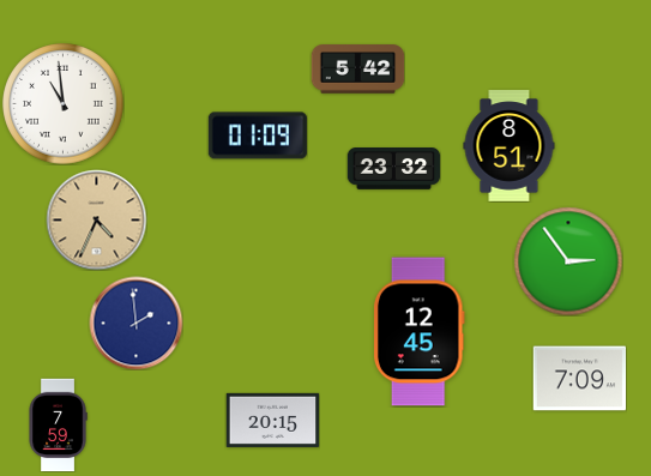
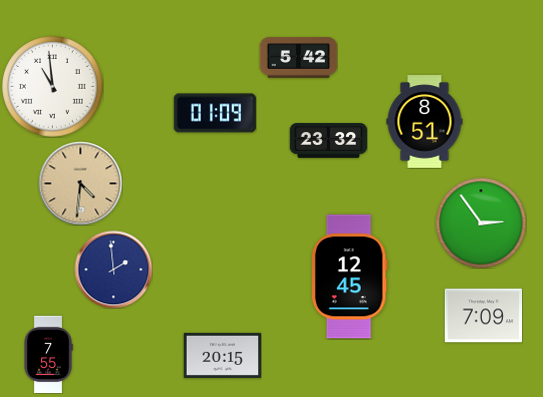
clock at (96, 219): 4:34 -> 4:31
clock at (568, 261) position: (568, 261) -> (481, 223)
clock at (272, 420) position: (272, 420) -> (222, 355)
clock at (58, 424): 7:59 -> 7:55
